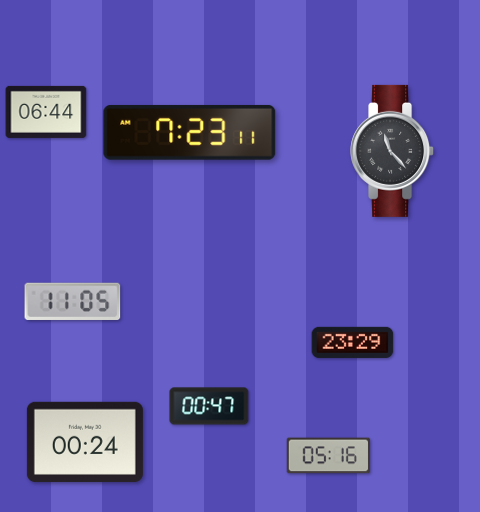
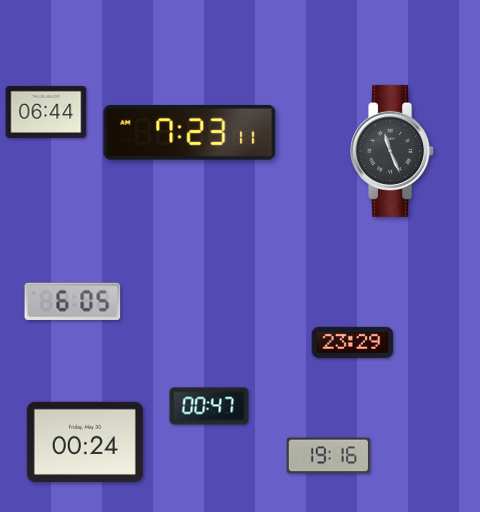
clock at (393, 151): 11:23 -> 11:26
clock at (73, 301): 11:05 -> 6:05
clock at (329, 456): 05:16 -> 19:16
